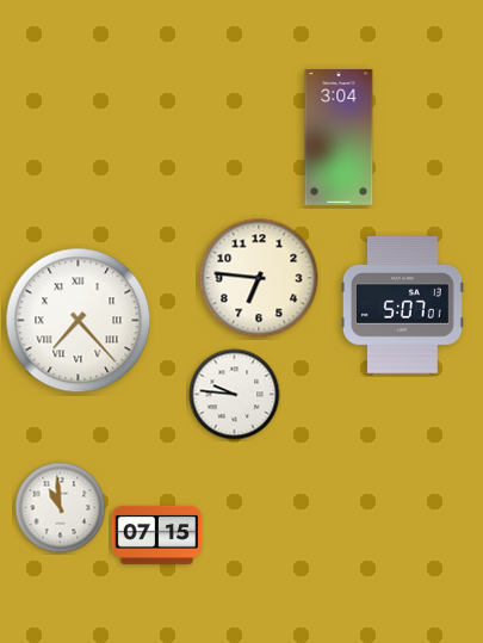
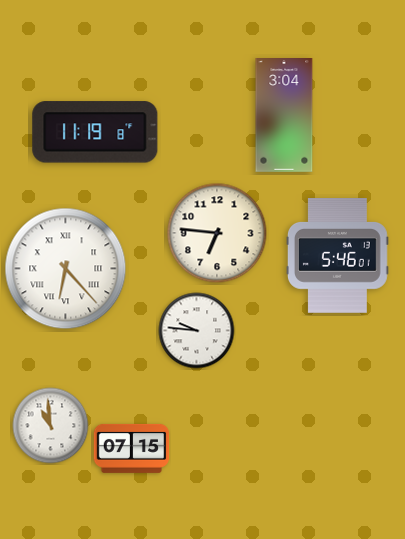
clock at (95, 132): none -> 11:19
clock at (402, 305): 5:07 -> 5:46
clock at (79, 321): 7:23 -> 6:23
